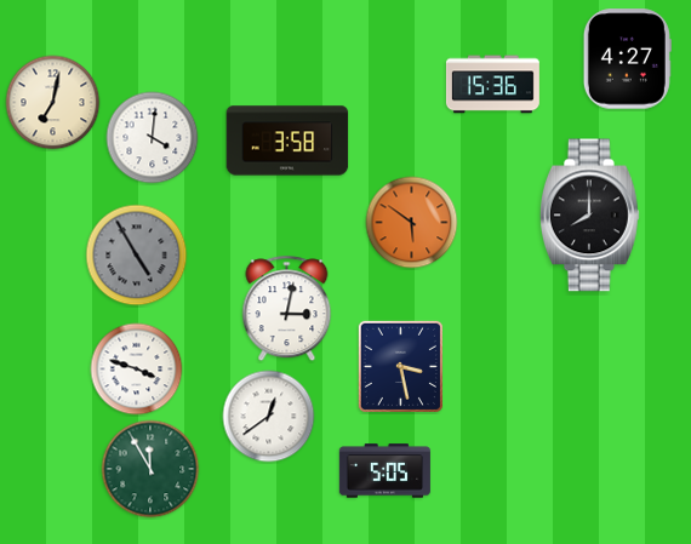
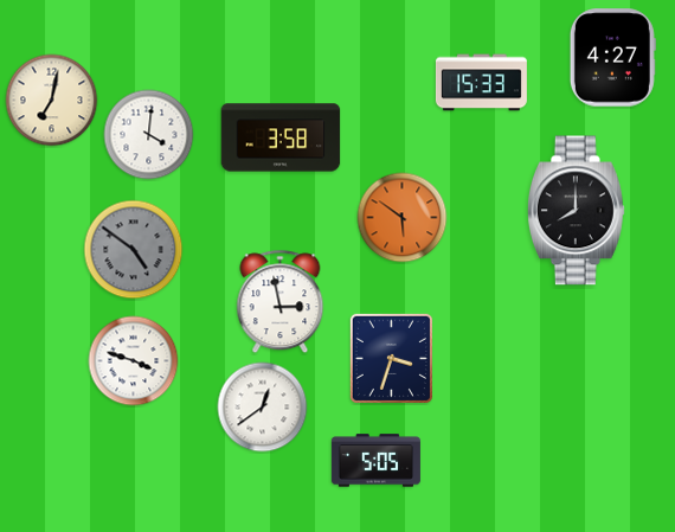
clock at (492, 85): 15:36 -> 15:33
clock at (137, 256): 4:55 -> 4:51
clock at (287, 309): 3:02 -> 2:58
clock at (400, 366): 3:28 -> 3:33
clock at (150, 469): 11:55 -> none
